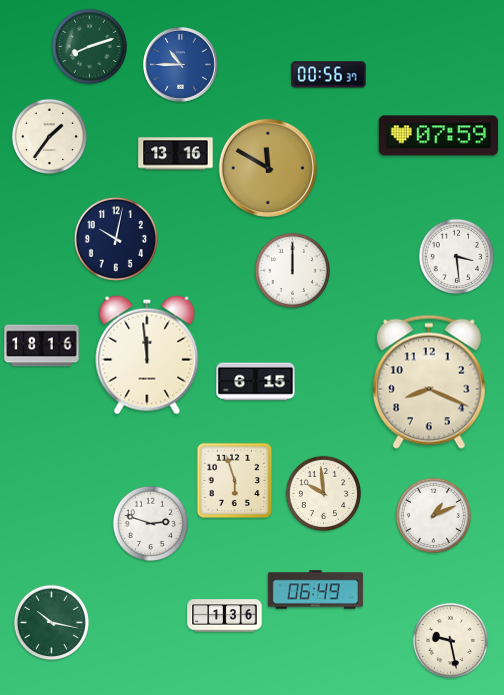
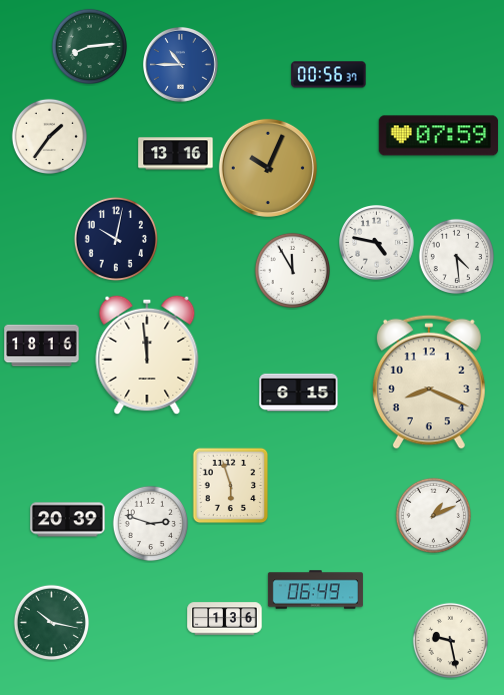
clock at (89, 46): 8:12 -> 8:14
clock at (268, 168): 11:50 -> 10:04
clock at (377, 243): none -> 4:47
clock at (456, 256): 3:29 -> 4:29
clock at (292, 270): 12:00 -> 11:55
clock at (256, 382) position: (256, 382) -> (299, 393)
clock at (235, 481) position: (235, 481) -> (231, 486)
clock at (323, 493): 9:59 -> none
clock at (68, 520): none -> 20:39
clock at (225, 616) position: (225, 616) -> (225, 619)
